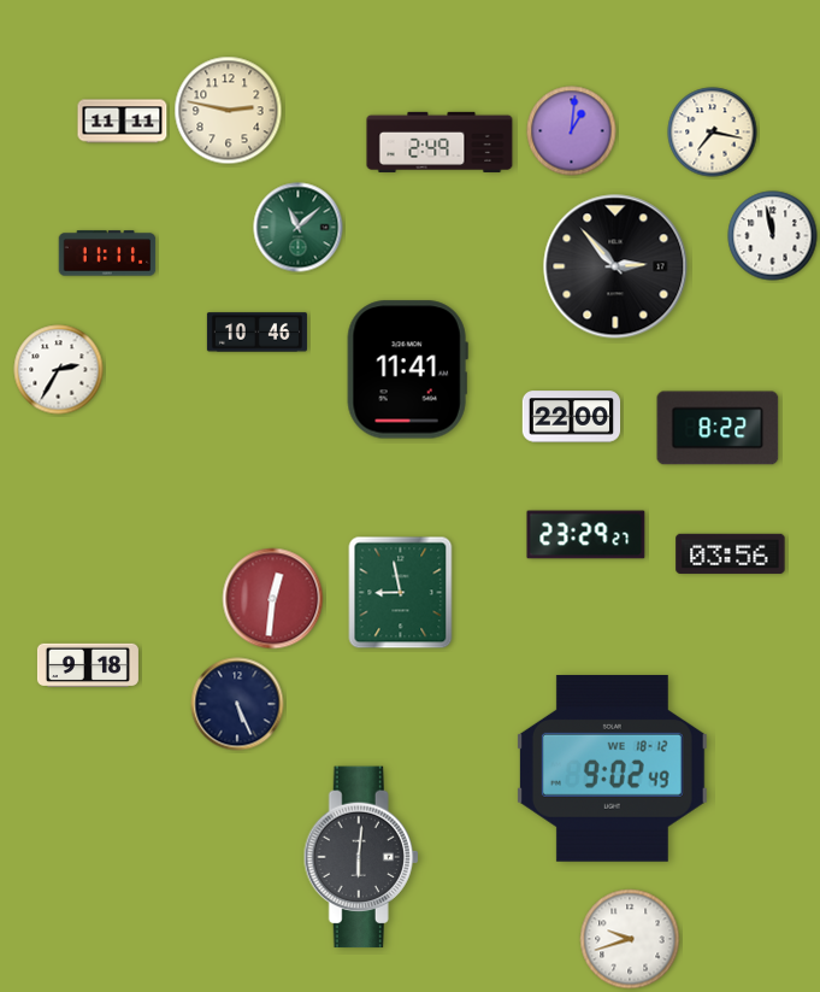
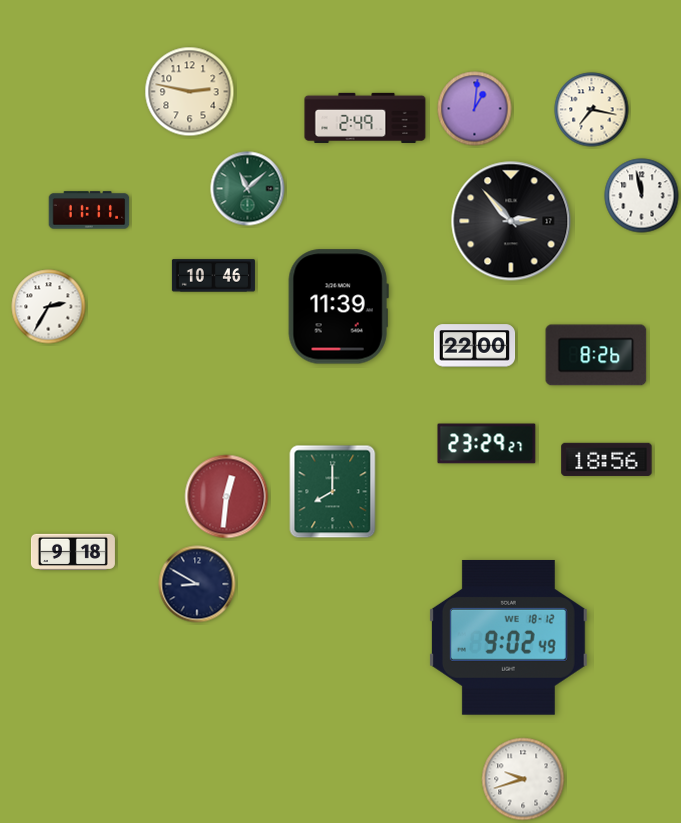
clock at (123, 122): 11:11 -> none
clock at (407, 370): 11:41 -> 11:39
clock at (718, 428): 8:22 -> 8:26
clock at (731, 553): 03:56 -> 18:56
clock at (401, 593): 8:58 -> 8:00
clock at (237, 704): 5:26 -> 8:50
clock at (361, 857): 6:01 -> none
